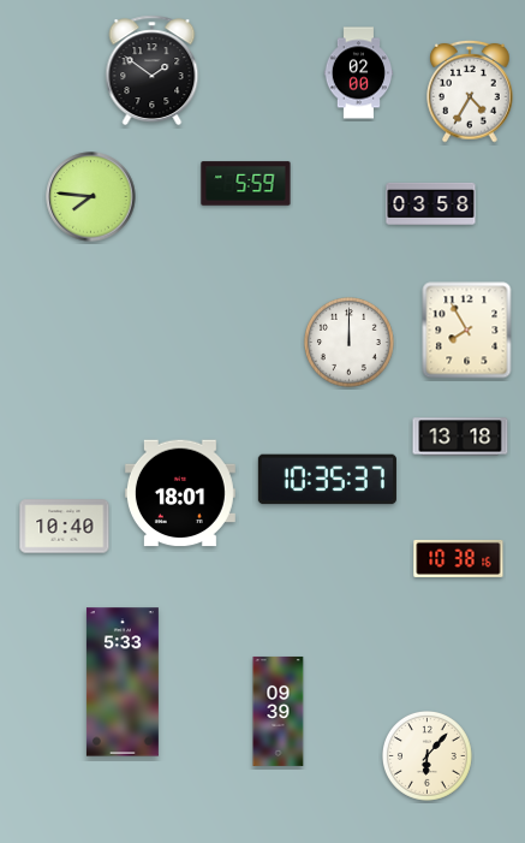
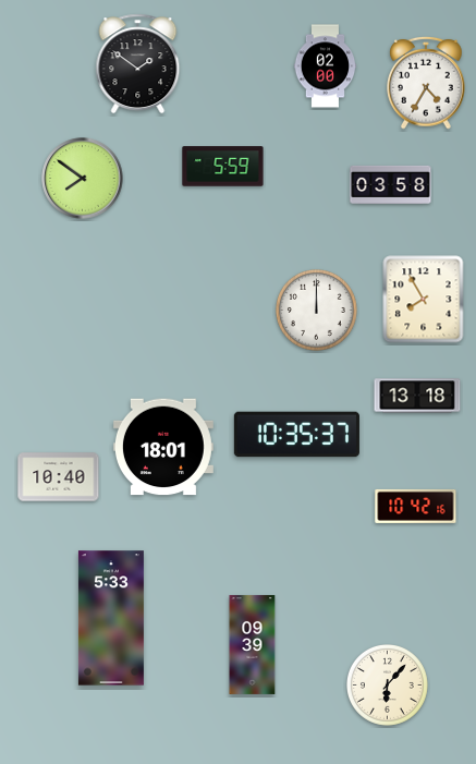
clock at (91, 197): 7:46 -> 7:51
clock at (459, 558): 10:38 -> 10:42
